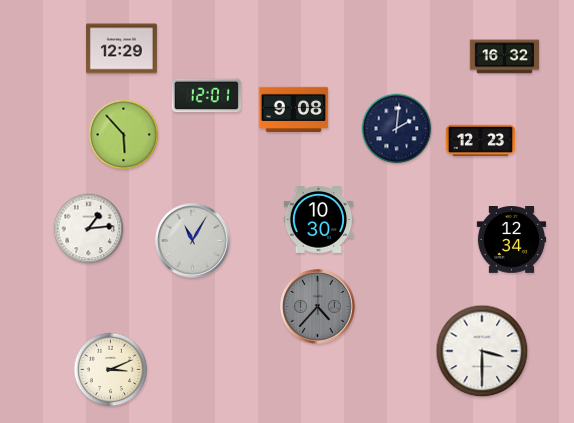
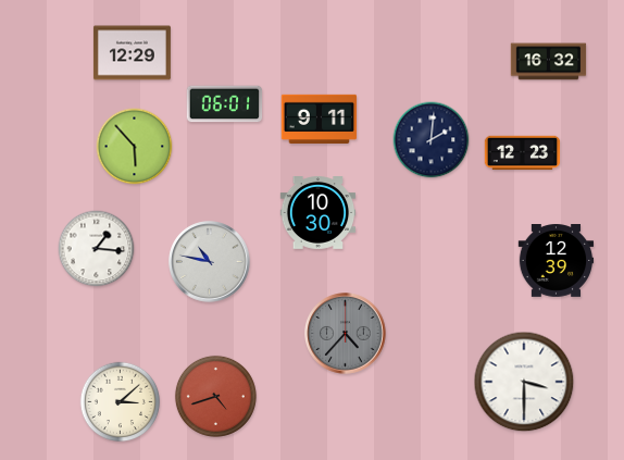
clock at (207, 96): 12:01 -> 06:01
clock at (294, 109): 9:08 -> 9:11
clock at (319, 220) position: (319, 220) -> (319, 213)
clock at (89, 229): 1:14 -> 1:16
clock at (512, 240): 12:34 -> 12:39
clock at (193, 241): 11:05 -> 10:47
clock at (215, 396): none -> 4:42
clock at (111, 370): 3:11 -> 3:08
